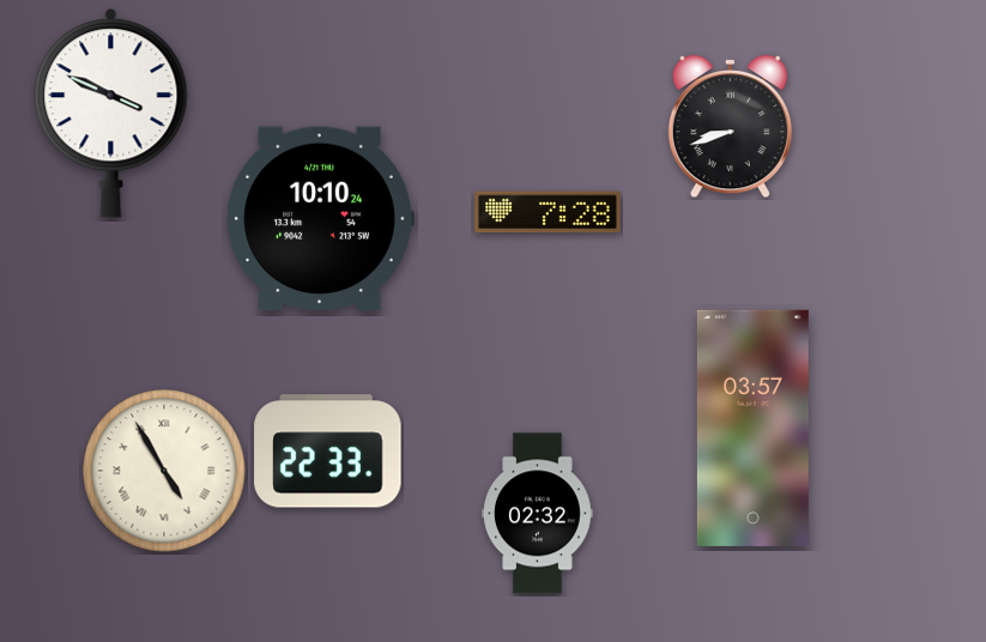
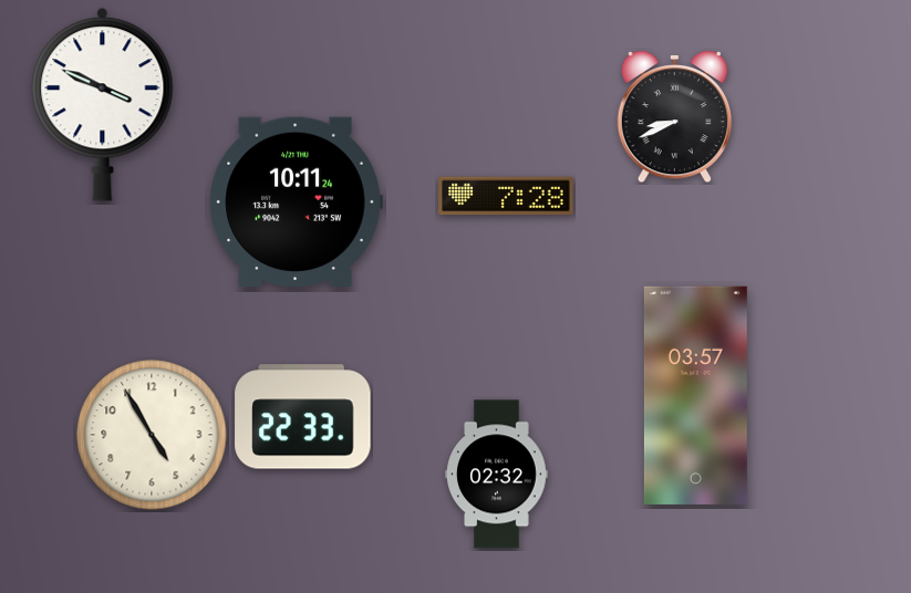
clock at (730, 127): 8:42 -> 8:41
clock at (320, 219): 10:10 -> 10:11
clock at (164, 471) numerals: Roman -> Arabic
